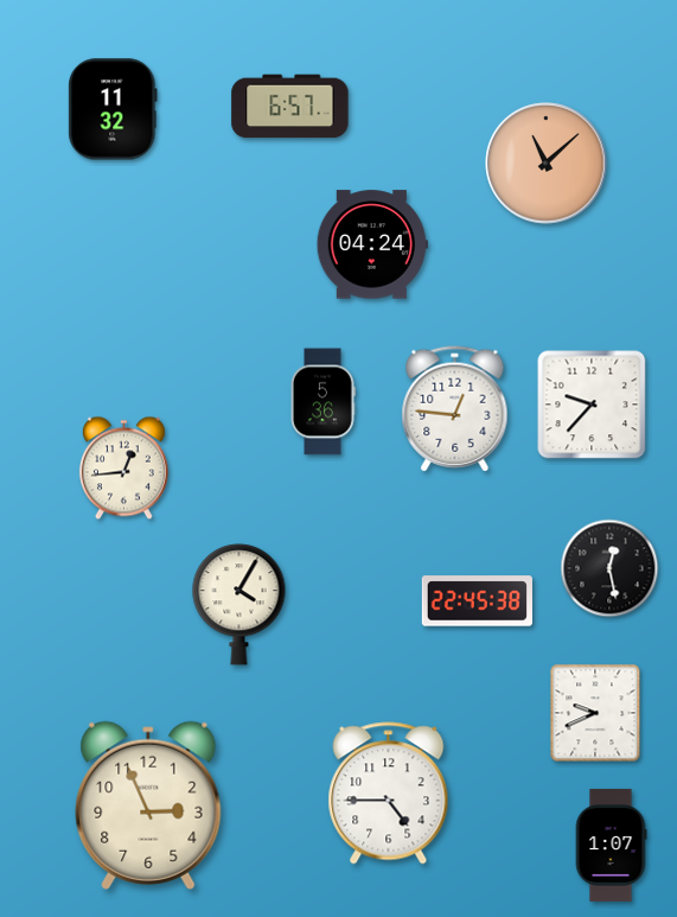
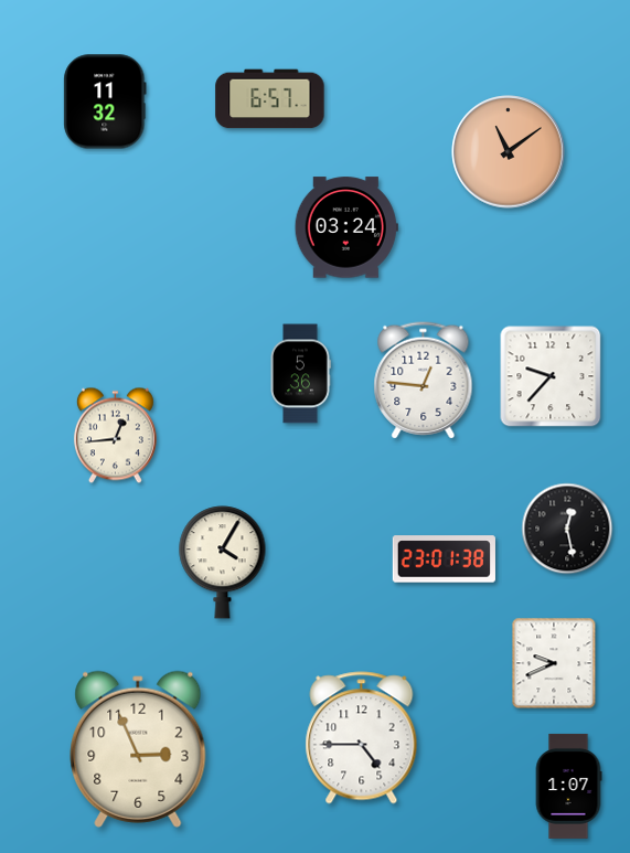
clock at (547, 164): 11:08 -> 11:09
clock at (372, 244): 04:24 -> 03:24
clock at (477, 601): 22:45 -> 23:01
